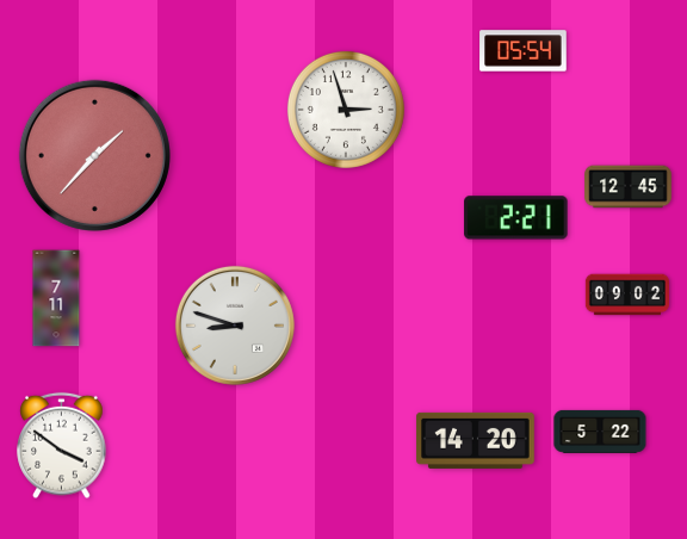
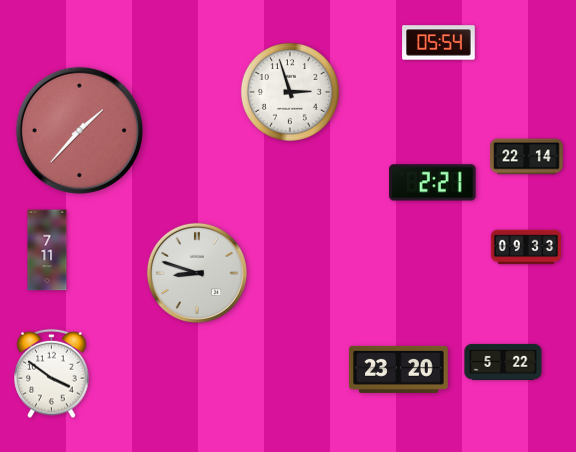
clock at (629, 187): 12:45 -> 22:14
clock at (626, 295): 09:02 -> 09:33
clock at (476, 440): 14:20 -> 23:20
